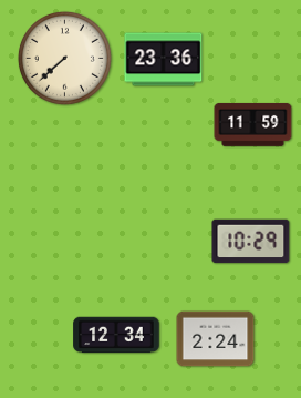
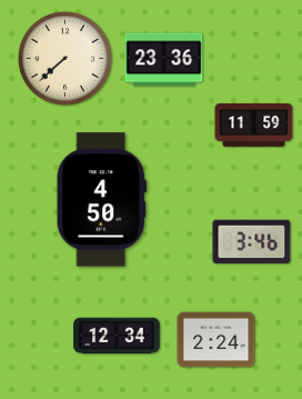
clock at (101, 200): none -> 4:50
clock at (251, 242): 10:29 -> 3:46
